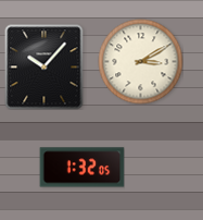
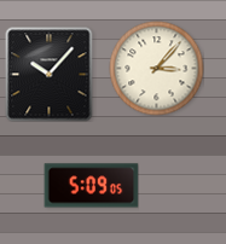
clock at (140, 61): 3:10 -> 3:07
clock at (81, 168): 1:32 -> 5:09
